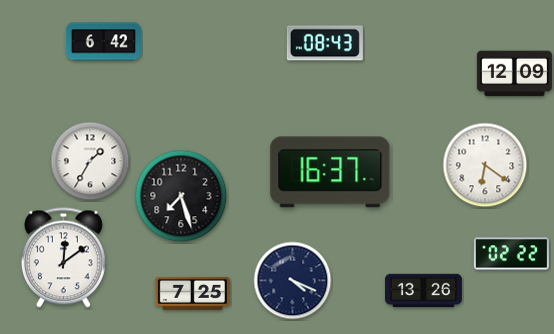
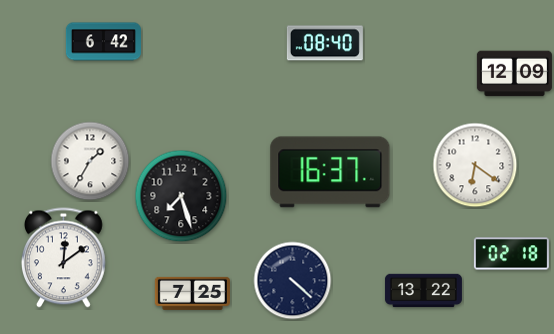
clock at (325, 43): 08:43 -> 08:40
clock at (485, 165) position: (485, 165) -> (475, 165)
clock at (511, 254): 02:22 -> 02:18
clock at (293, 281): 4:19 -> 4:22
clock at (423, 291): 13:26 -> 13:22
